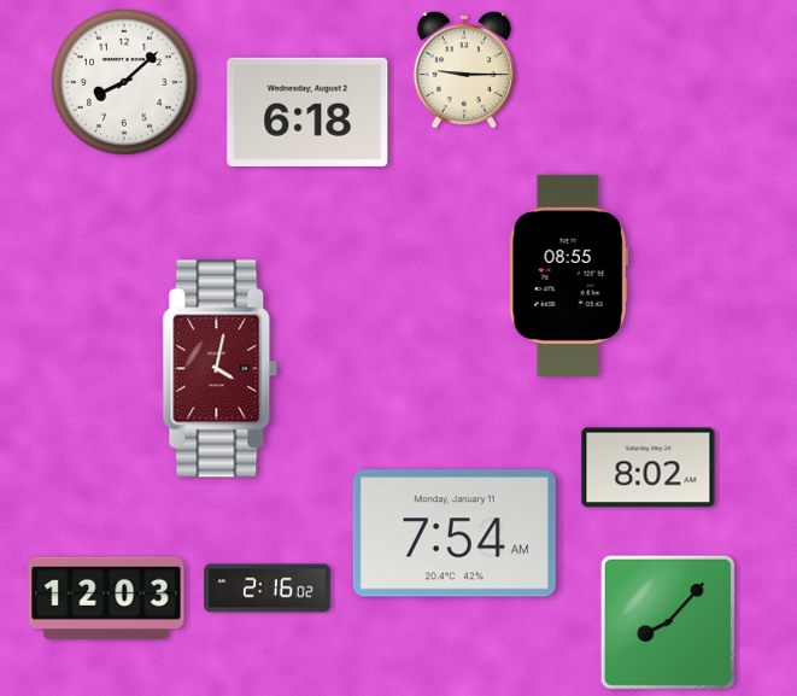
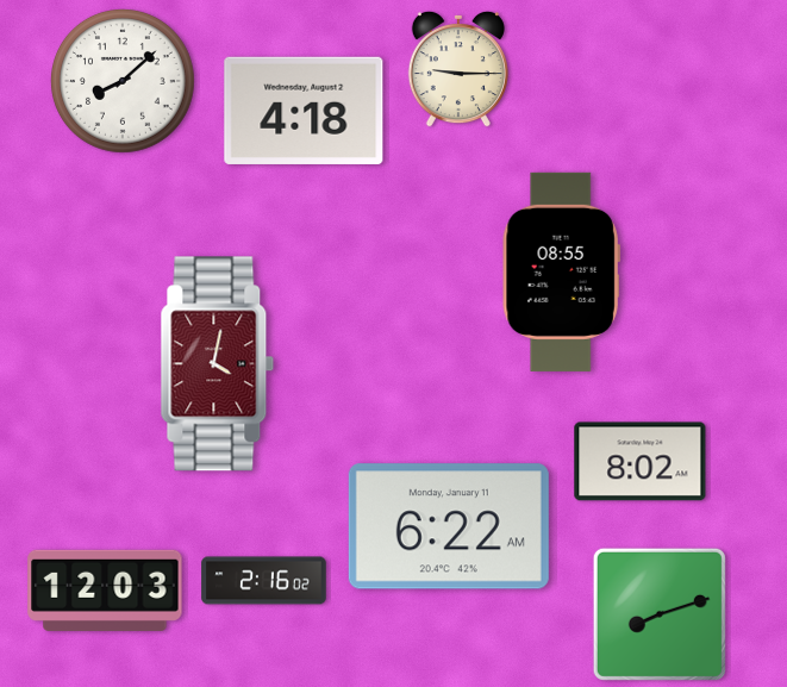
clock at (307, 112): 6:18 -> 4:18
clock at (455, 533): 7:54 -> 6:22
clock at (668, 622): 8:07 -> 8:12
